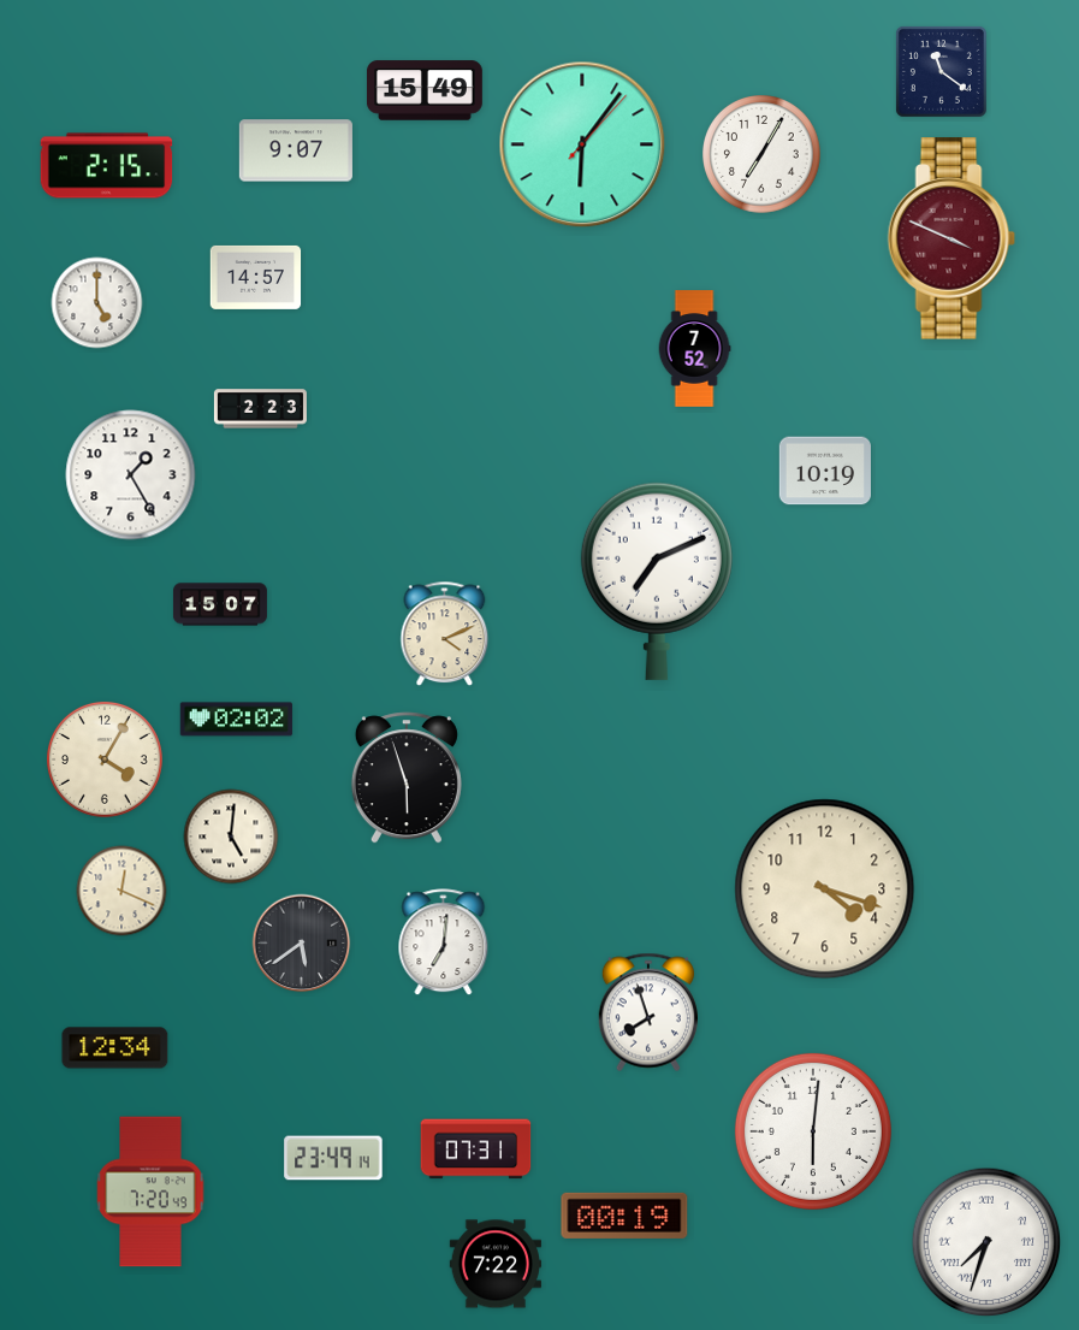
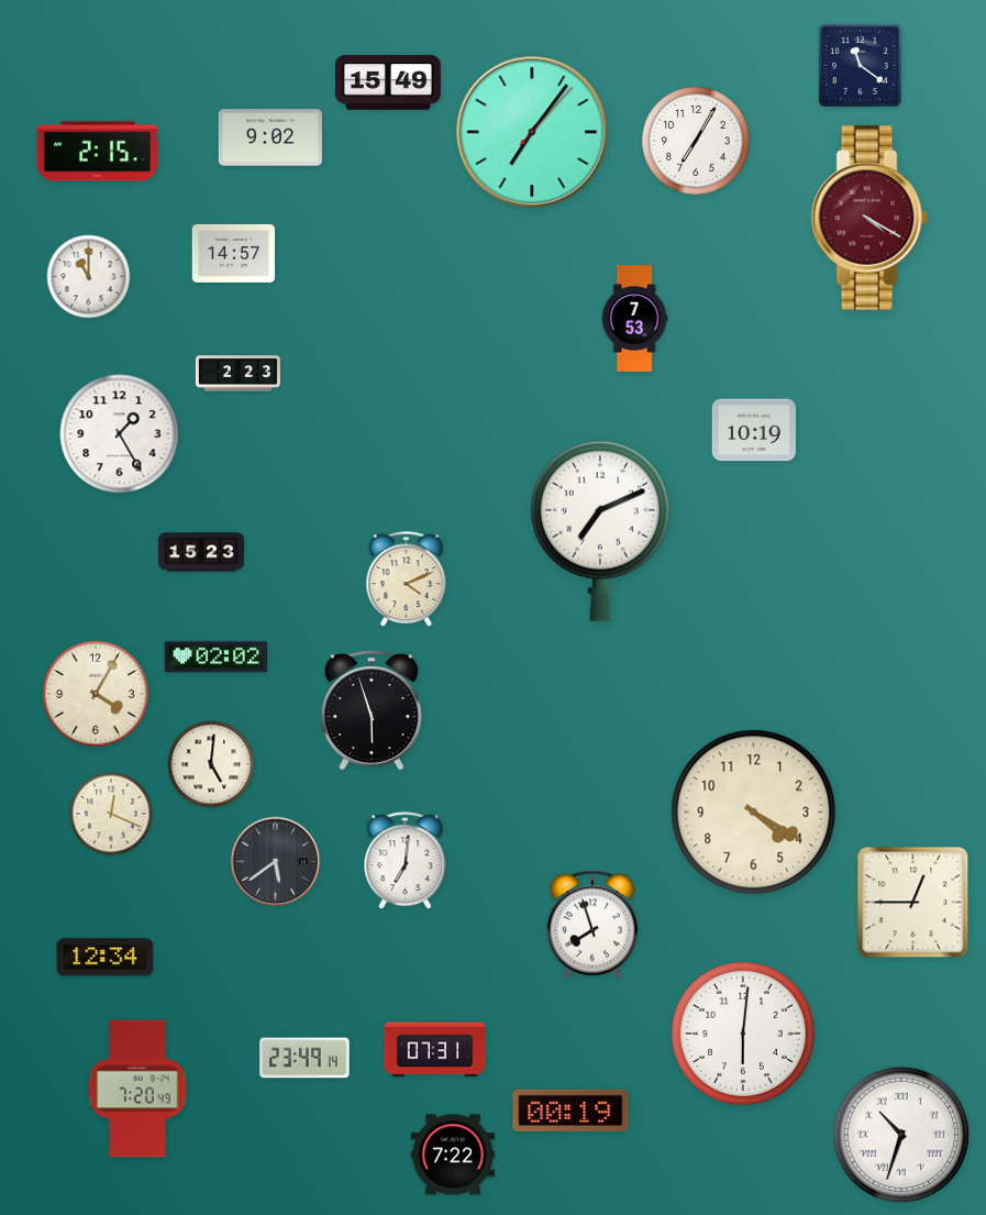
clock at (582, 144): 6:06 -> 7:06
clock at (296, 150): 9:07 -> 9:02
clock at (951, 238): 3:49 -> 4:20
clock at (97, 303): 5:00 -> 11:00
clock at (694, 349): 7:52 -> 7:53
clock at (220, 604): 15:07 -> 15:23
clock at (825, 889): 4:18 -> 4:20
clock at (913, 903): none -> 12:45
clock at (986, 1242): 7:33 -> 10:33
